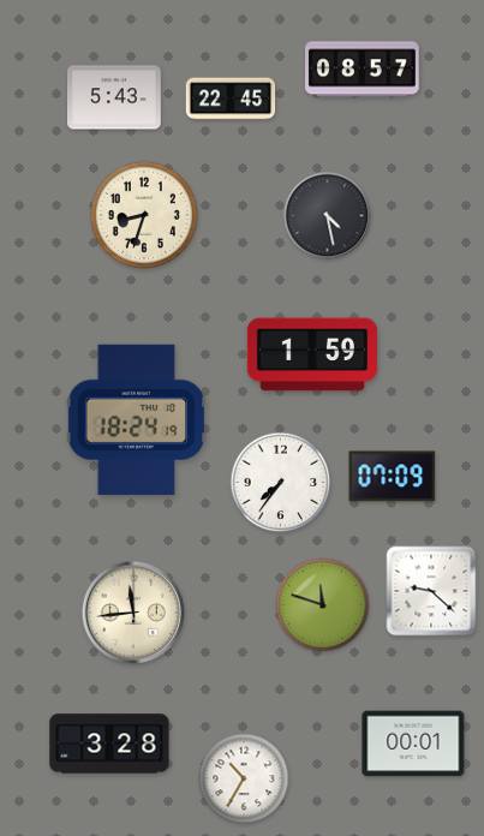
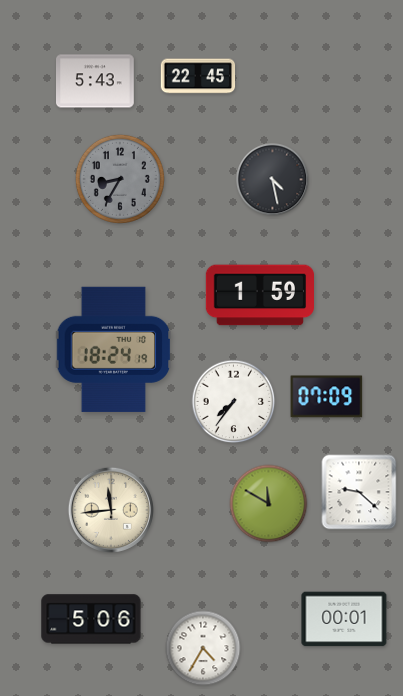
clock at (363, 70): 08:57 -> none
clock at (231, 98) position: (231, 98) -> (198, 76)
clock at (144, 215): 8:33 -> 8:35
clock at (144, 215) dial: cream -> grey
clock at (323, 605): 11:48 -> 11:50
clock at (109, 744): 3:28 -> 5:06
clock at (244, 778): 10:35 -> 4:35
